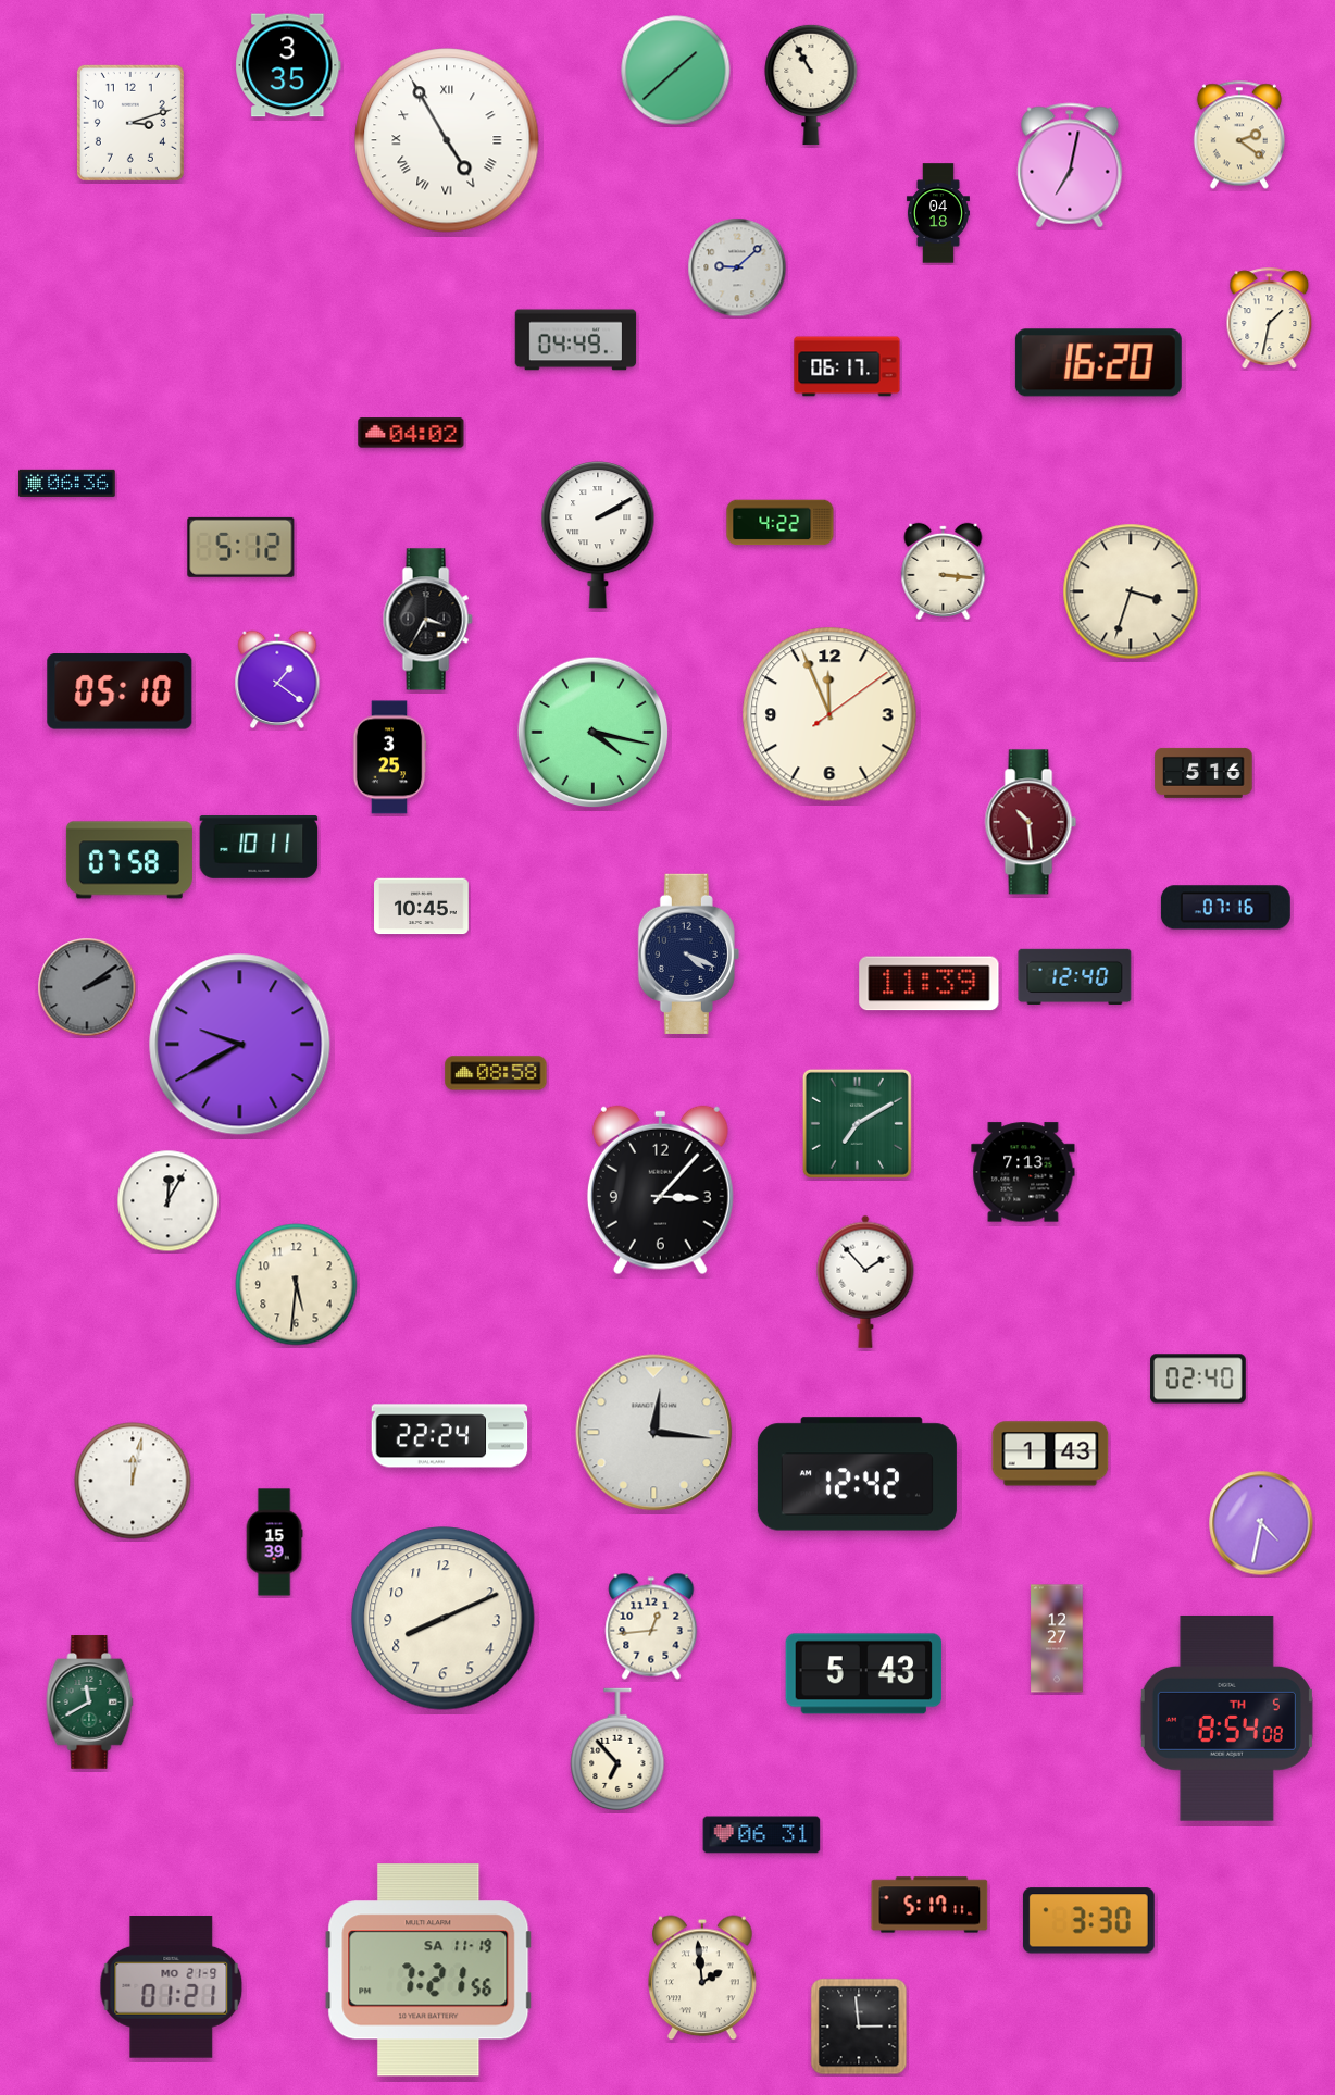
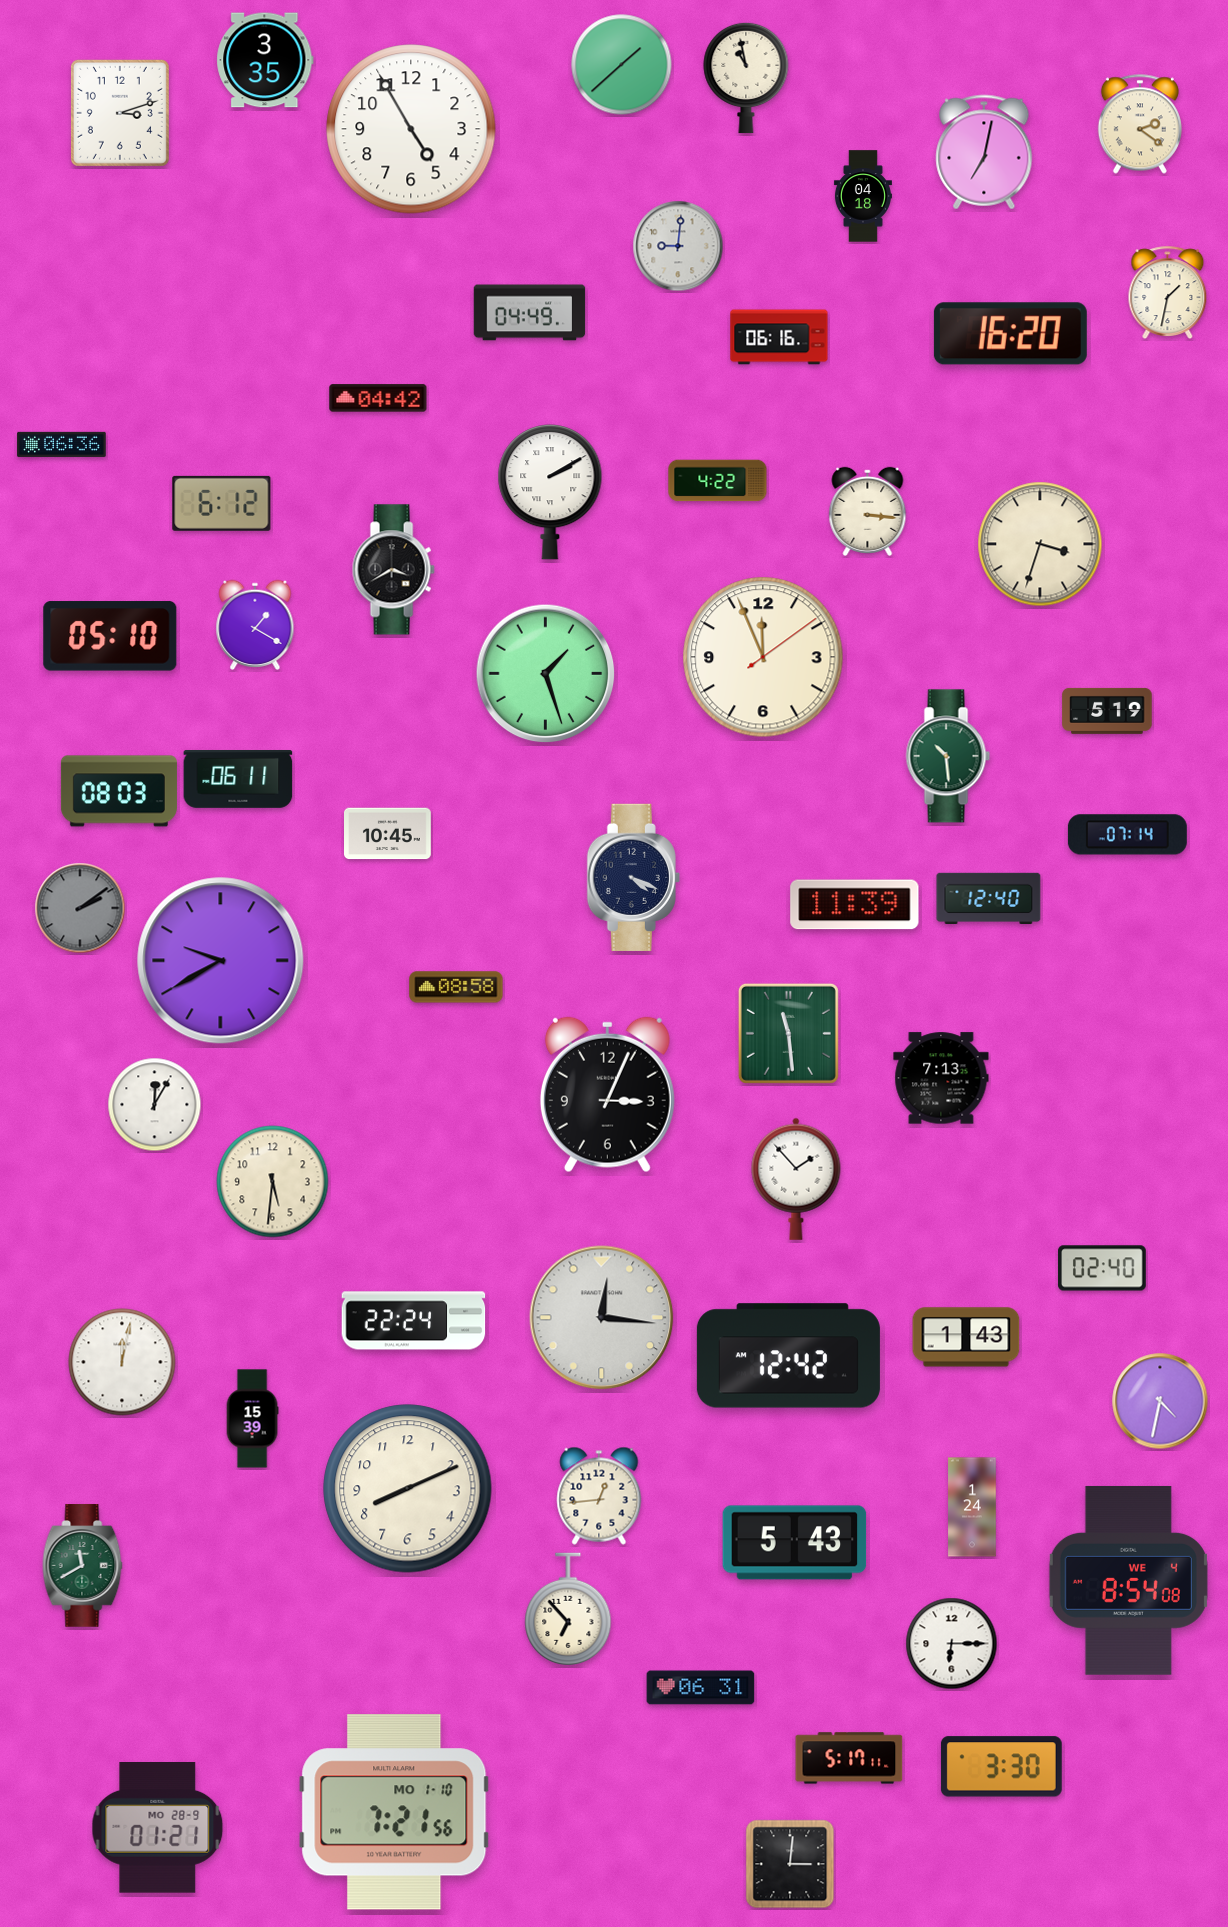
clock at (811, 85): 10:55 -> 10:58
clock at (447, 140) numerals: Roman -> Arabic
clock at (737, 267): 9:08 -> 9:01
clock at (847, 366): 06:17 -> 06:16
clock at (411, 433): 04:02 -> 04:42
clock at (241, 547): 5:12 -> 6:12
clock at (944, 571) position: (944, 571) -> (868, 511)
clock at (427, 620): 3:35 -> 3:40
clock at (277, 678): 1:21 -> 1:20
clock at (594, 733): 4:17 -> 1:27
clock at (389, 758): 3:25 -> none
clock at (1203, 773): 5:16 -> 5:19
clock at (1031, 822) dial: burgundy -> green
clock at (259, 848): 10:11 -> 06:11
clock at (129, 860): 07:58 -> 08:03
clock at (1225, 908): 07:16 -> 07:14
clock at (857, 1123): 7:10 -> 11:29
clock at (660, 1190): 3:07 -> 3:04
clock at (1057, 1638): 12:27 -> 1:24
clock at (864, 1674) position: (864, 1674) -> (795, 1543)
clock at (1226, 1718) date: TH 5 -> WE 4
clock at (952, 1644): none -> 6:15
clock at (929, 1905) position: (929, 1905) -> (849, 1758)
clock at (428, 1970) date: SA 11-19 -> MO 1-10
clock at (702, 1978): 1:59 -> none
clock at (172, 1987) date: MO 21-9 -> MO 28-9
clock at (859, 2027): 2:59 -> 3:01
